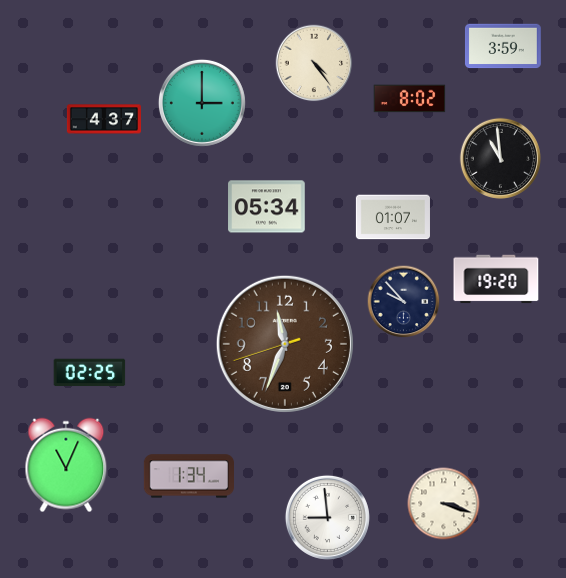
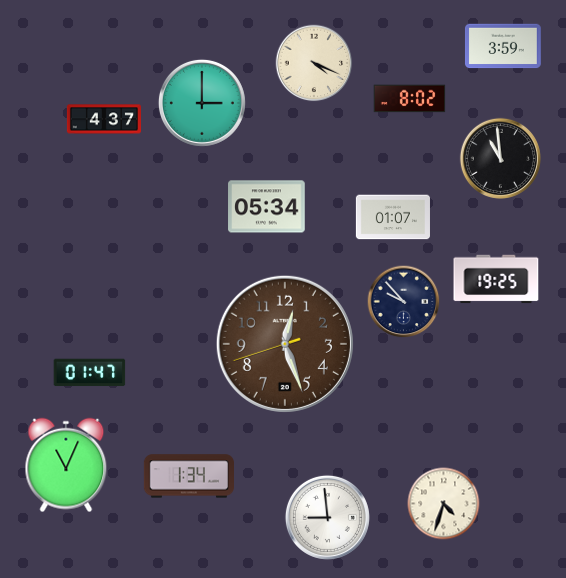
clock at (314, 63): 4:24 -> 4:19
clock at (496, 279): 19:20 -> 19:25
clock at (285, 344): 11:33 -> 12:26
clock at (90, 373): 02:25 -> 01:47
clock at (444, 504): 3:18 -> 4:33
